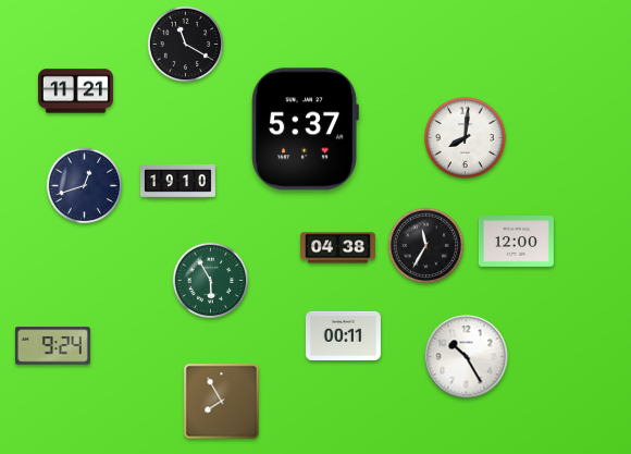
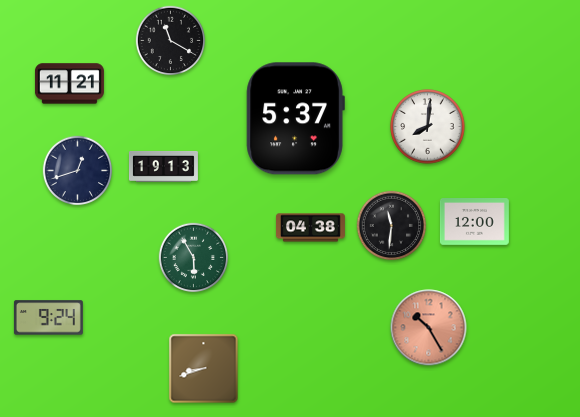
clock at (305, 130) position: (305, 130) -> (295, 119)
clock at (177, 182): 19:10 -> 19:13
clock at (426, 246): 11:35 -> 11:31
clock at (343, 335): 00:11 -> none
clock at (467, 357) dial: white -> salmon
clock at (222, 402): 7:55 -> 8:42
